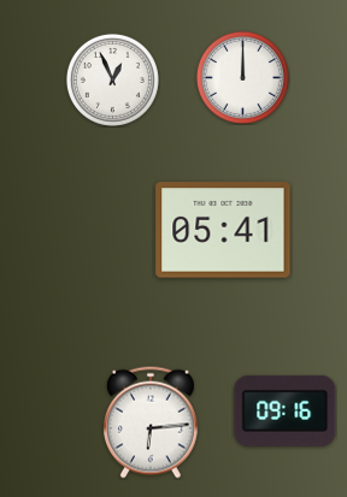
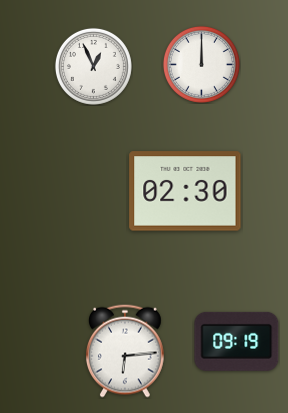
clock at (223, 230): 05:41 -> 02:30
clock at (286, 410): 09:16 -> 09:19
